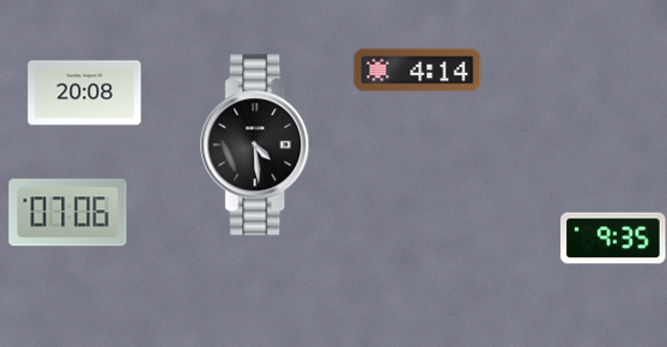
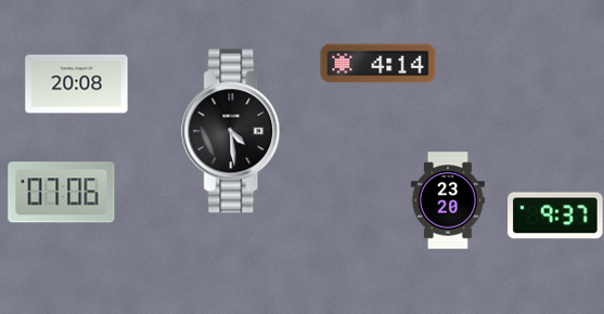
clock at (448, 200): none -> 23:20
clock at (613, 238): 9:35 -> 9:37
